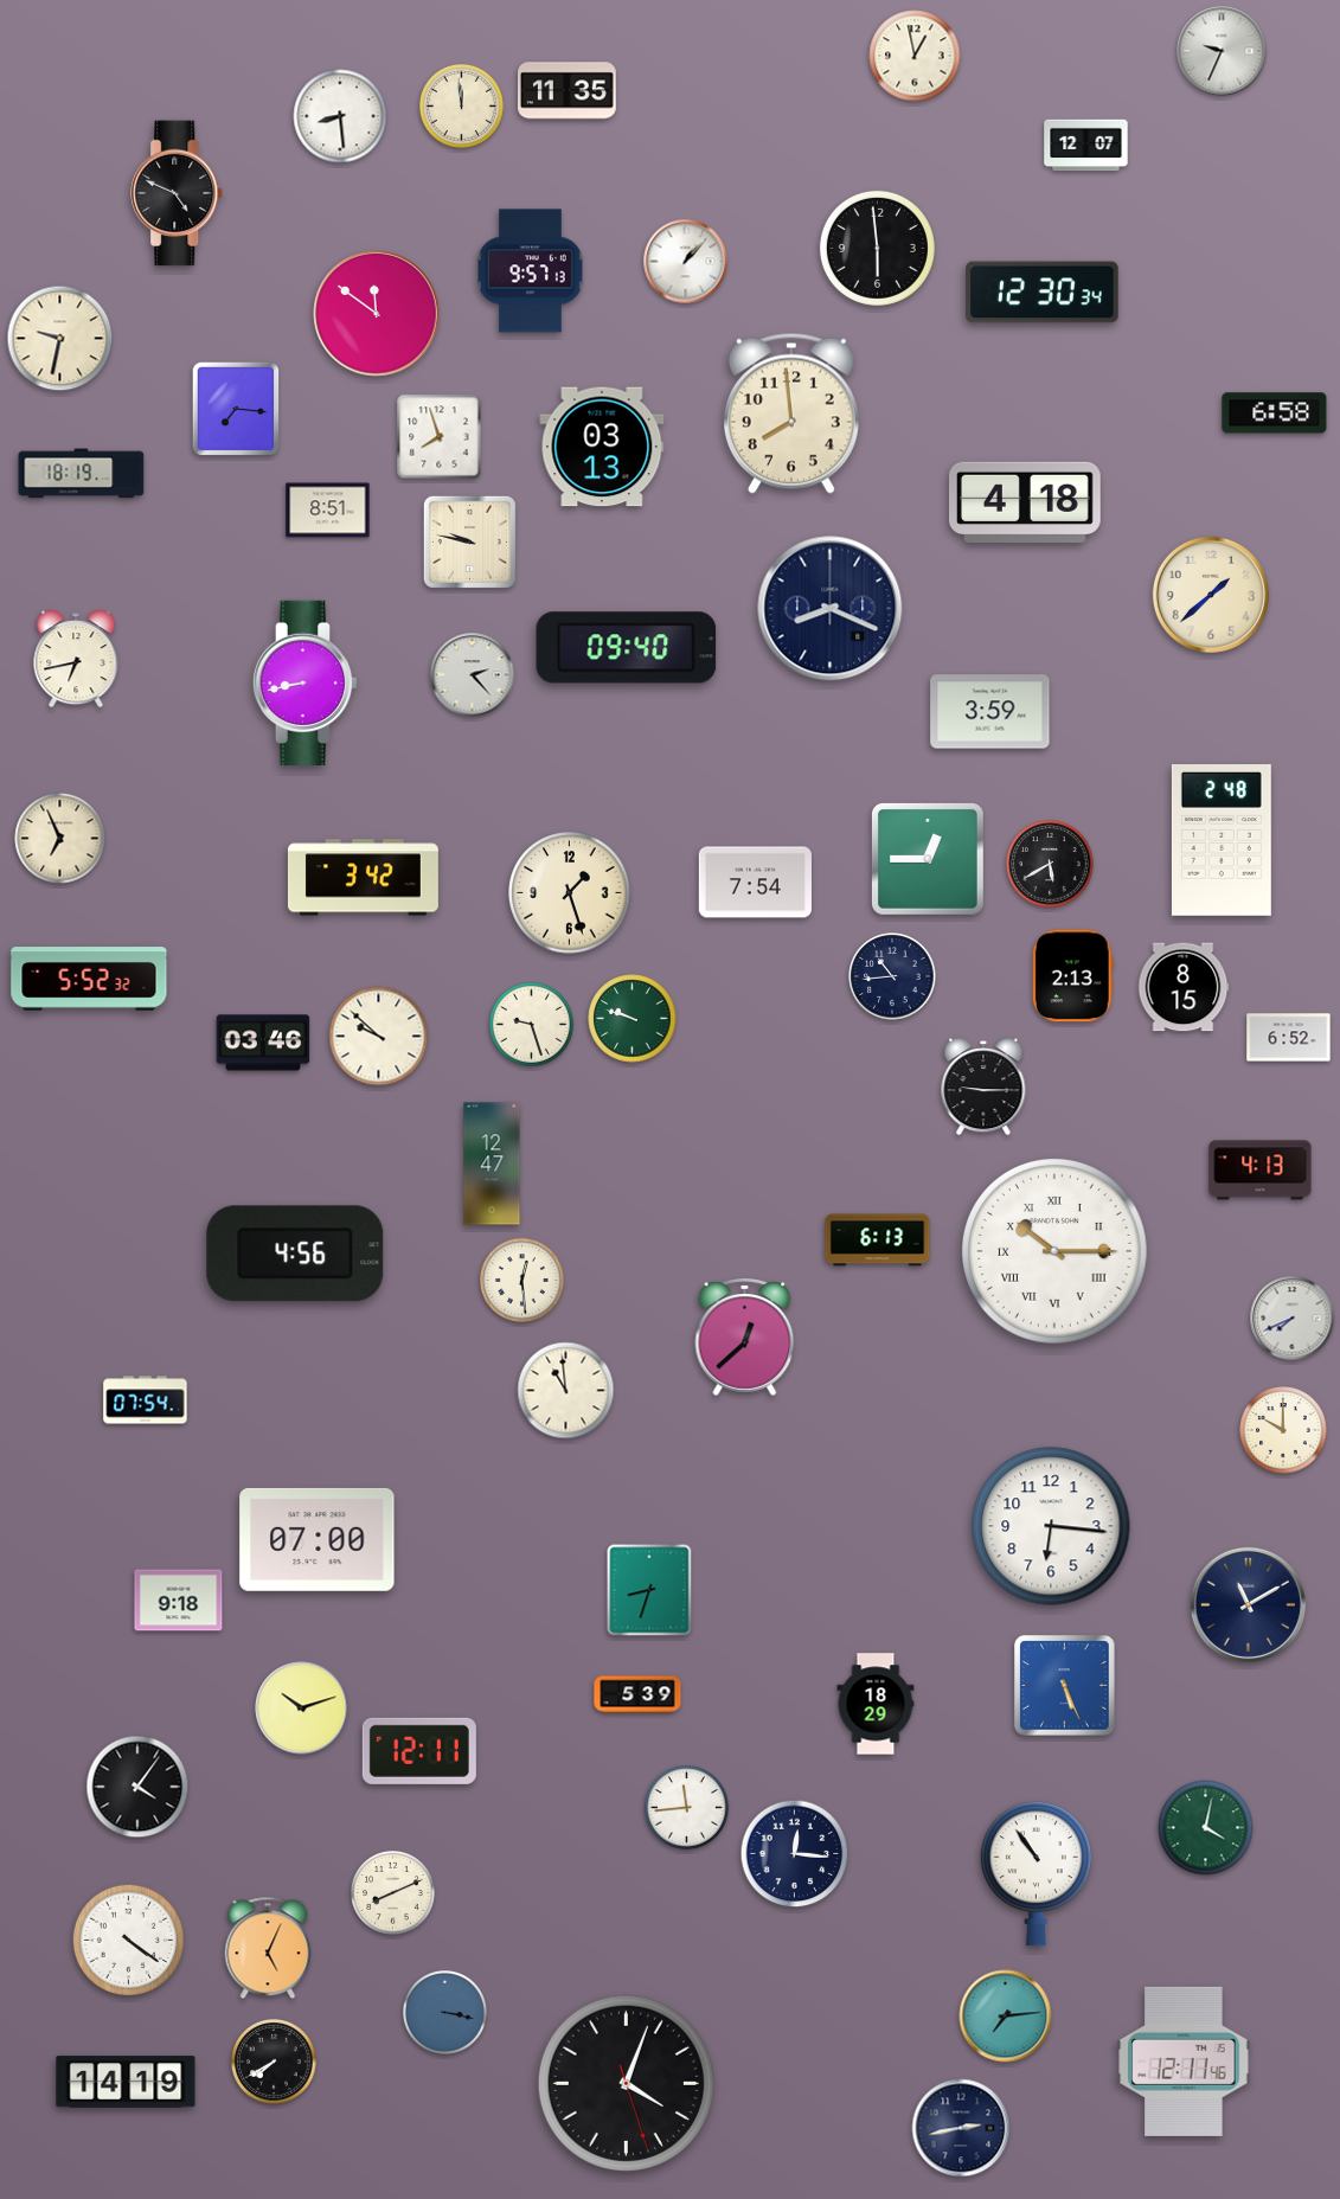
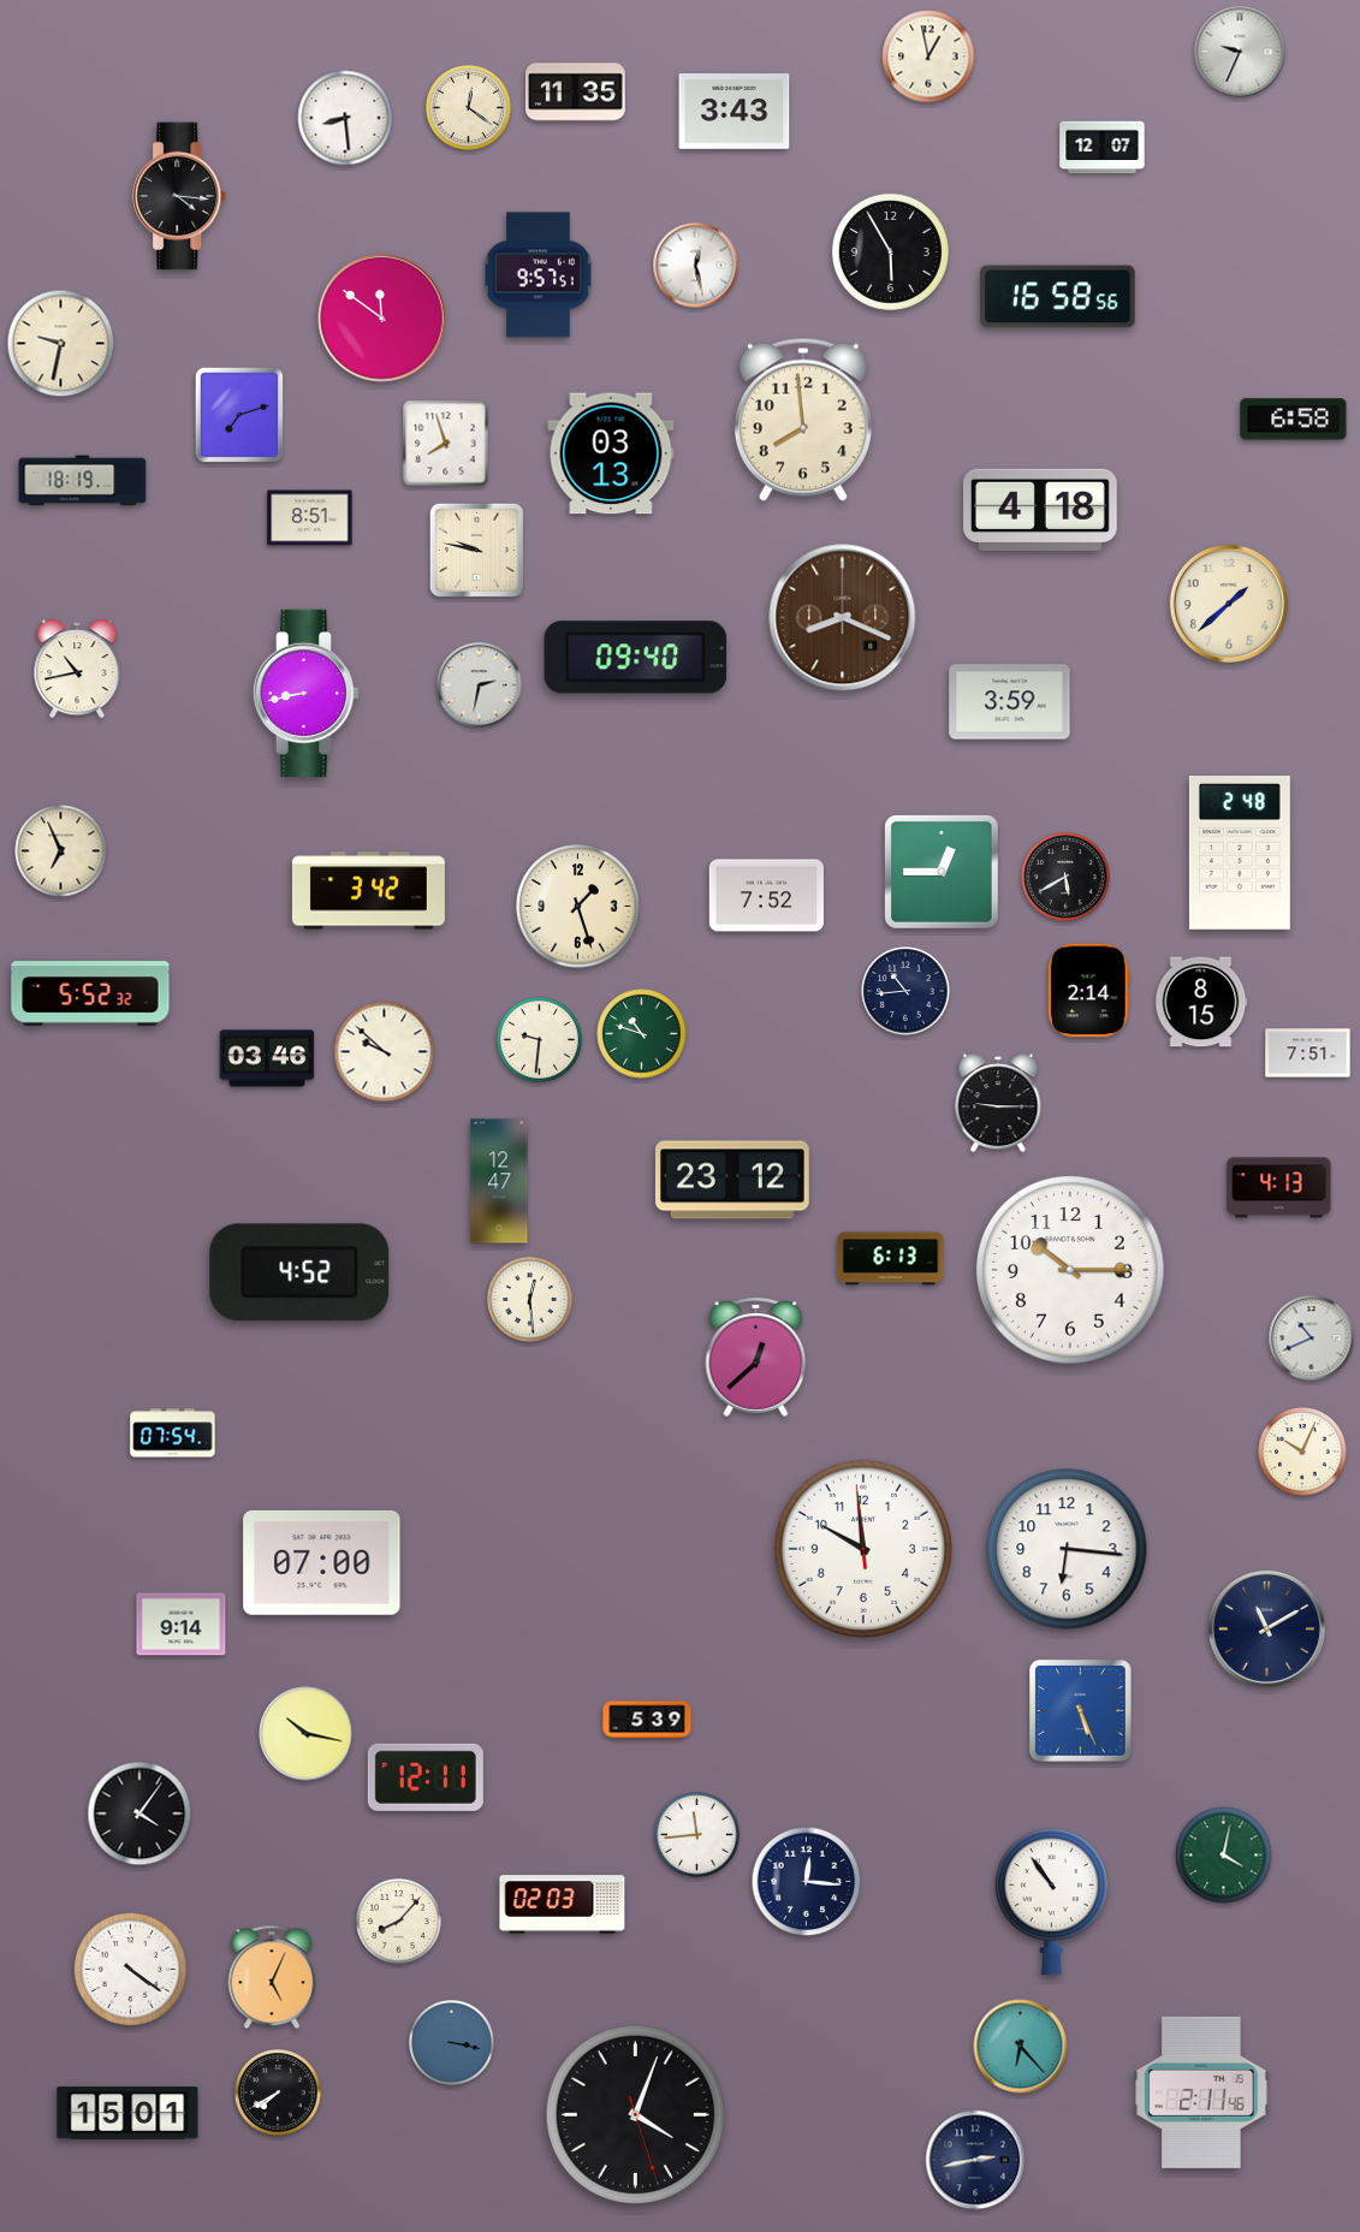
clock at (462, 107): 11:59 -> 12:21
clock at (735, 112): none -> 3:43
clock at (178, 193): 4:49 -> 4:16
clock at (877, 248): 5:59 -> 5:55
clock at (686, 262): 1:07 -> 12:28
clock at (530, 271): 9:57:13 -> 9:57:51
clock at (1043, 293): 12:30 -> 16:58
clock at (236, 409): 7:16 -> 7:12
clock at (328, 511) position: (328, 511) -> (310, 518)
clock at (831, 609) dial: navy -> brown
clock at (76, 659): 6:43 -> 10:43
clock at (473, 675): 2:23 -> 2:32
clock at (306, 682) position: (306, 682) -> (307, 693)
clock at (990, 712) position: (990, 712) -> (1010, 702)
clock at (755, 883): 7:54 -> 7:52
clock at (1072, 976): 2:13 -> 2:14
clock at (633, 1019): 9:48 -> 10:48
clock at (532, 1025): 9:27 -> 9:31
clock at (1289, 1038): 6:52 -> 7:51
clock at (734, 1180): none -> 23:12
clock at (1056, 1252) numerals: Roman -> Arabic
clock at (295, 1254): 4:56 -> 4:52
clock at (1293, 1319): 7:41 -> 10:41
clock at (566, 1391): 10:59 -> none
clock at (146, 1400) position: (146, 1400) -> (173, 1433)
clock at (1283, 1430): 10:00 -> 10:04
clock at (862, 1548): none -> 9:58
clock at (649, 1590): 8:33 -> none
clock at (179, 1601): 9:18 -> 9:14
clock at (876, 1704): 18:29 -> none
clock at (302, 1708): 10:12 -> 10:17
clock at (563, 1905): none -> 02:03
clock at (393, 1893): 8:11 -> 8:07
clock at (1006, 2017): 7:14 -> 6:23
clock at (1184, 2062): 12:11 -> 2:11
clock at (126, 2082): 14:19 -> 15:01
